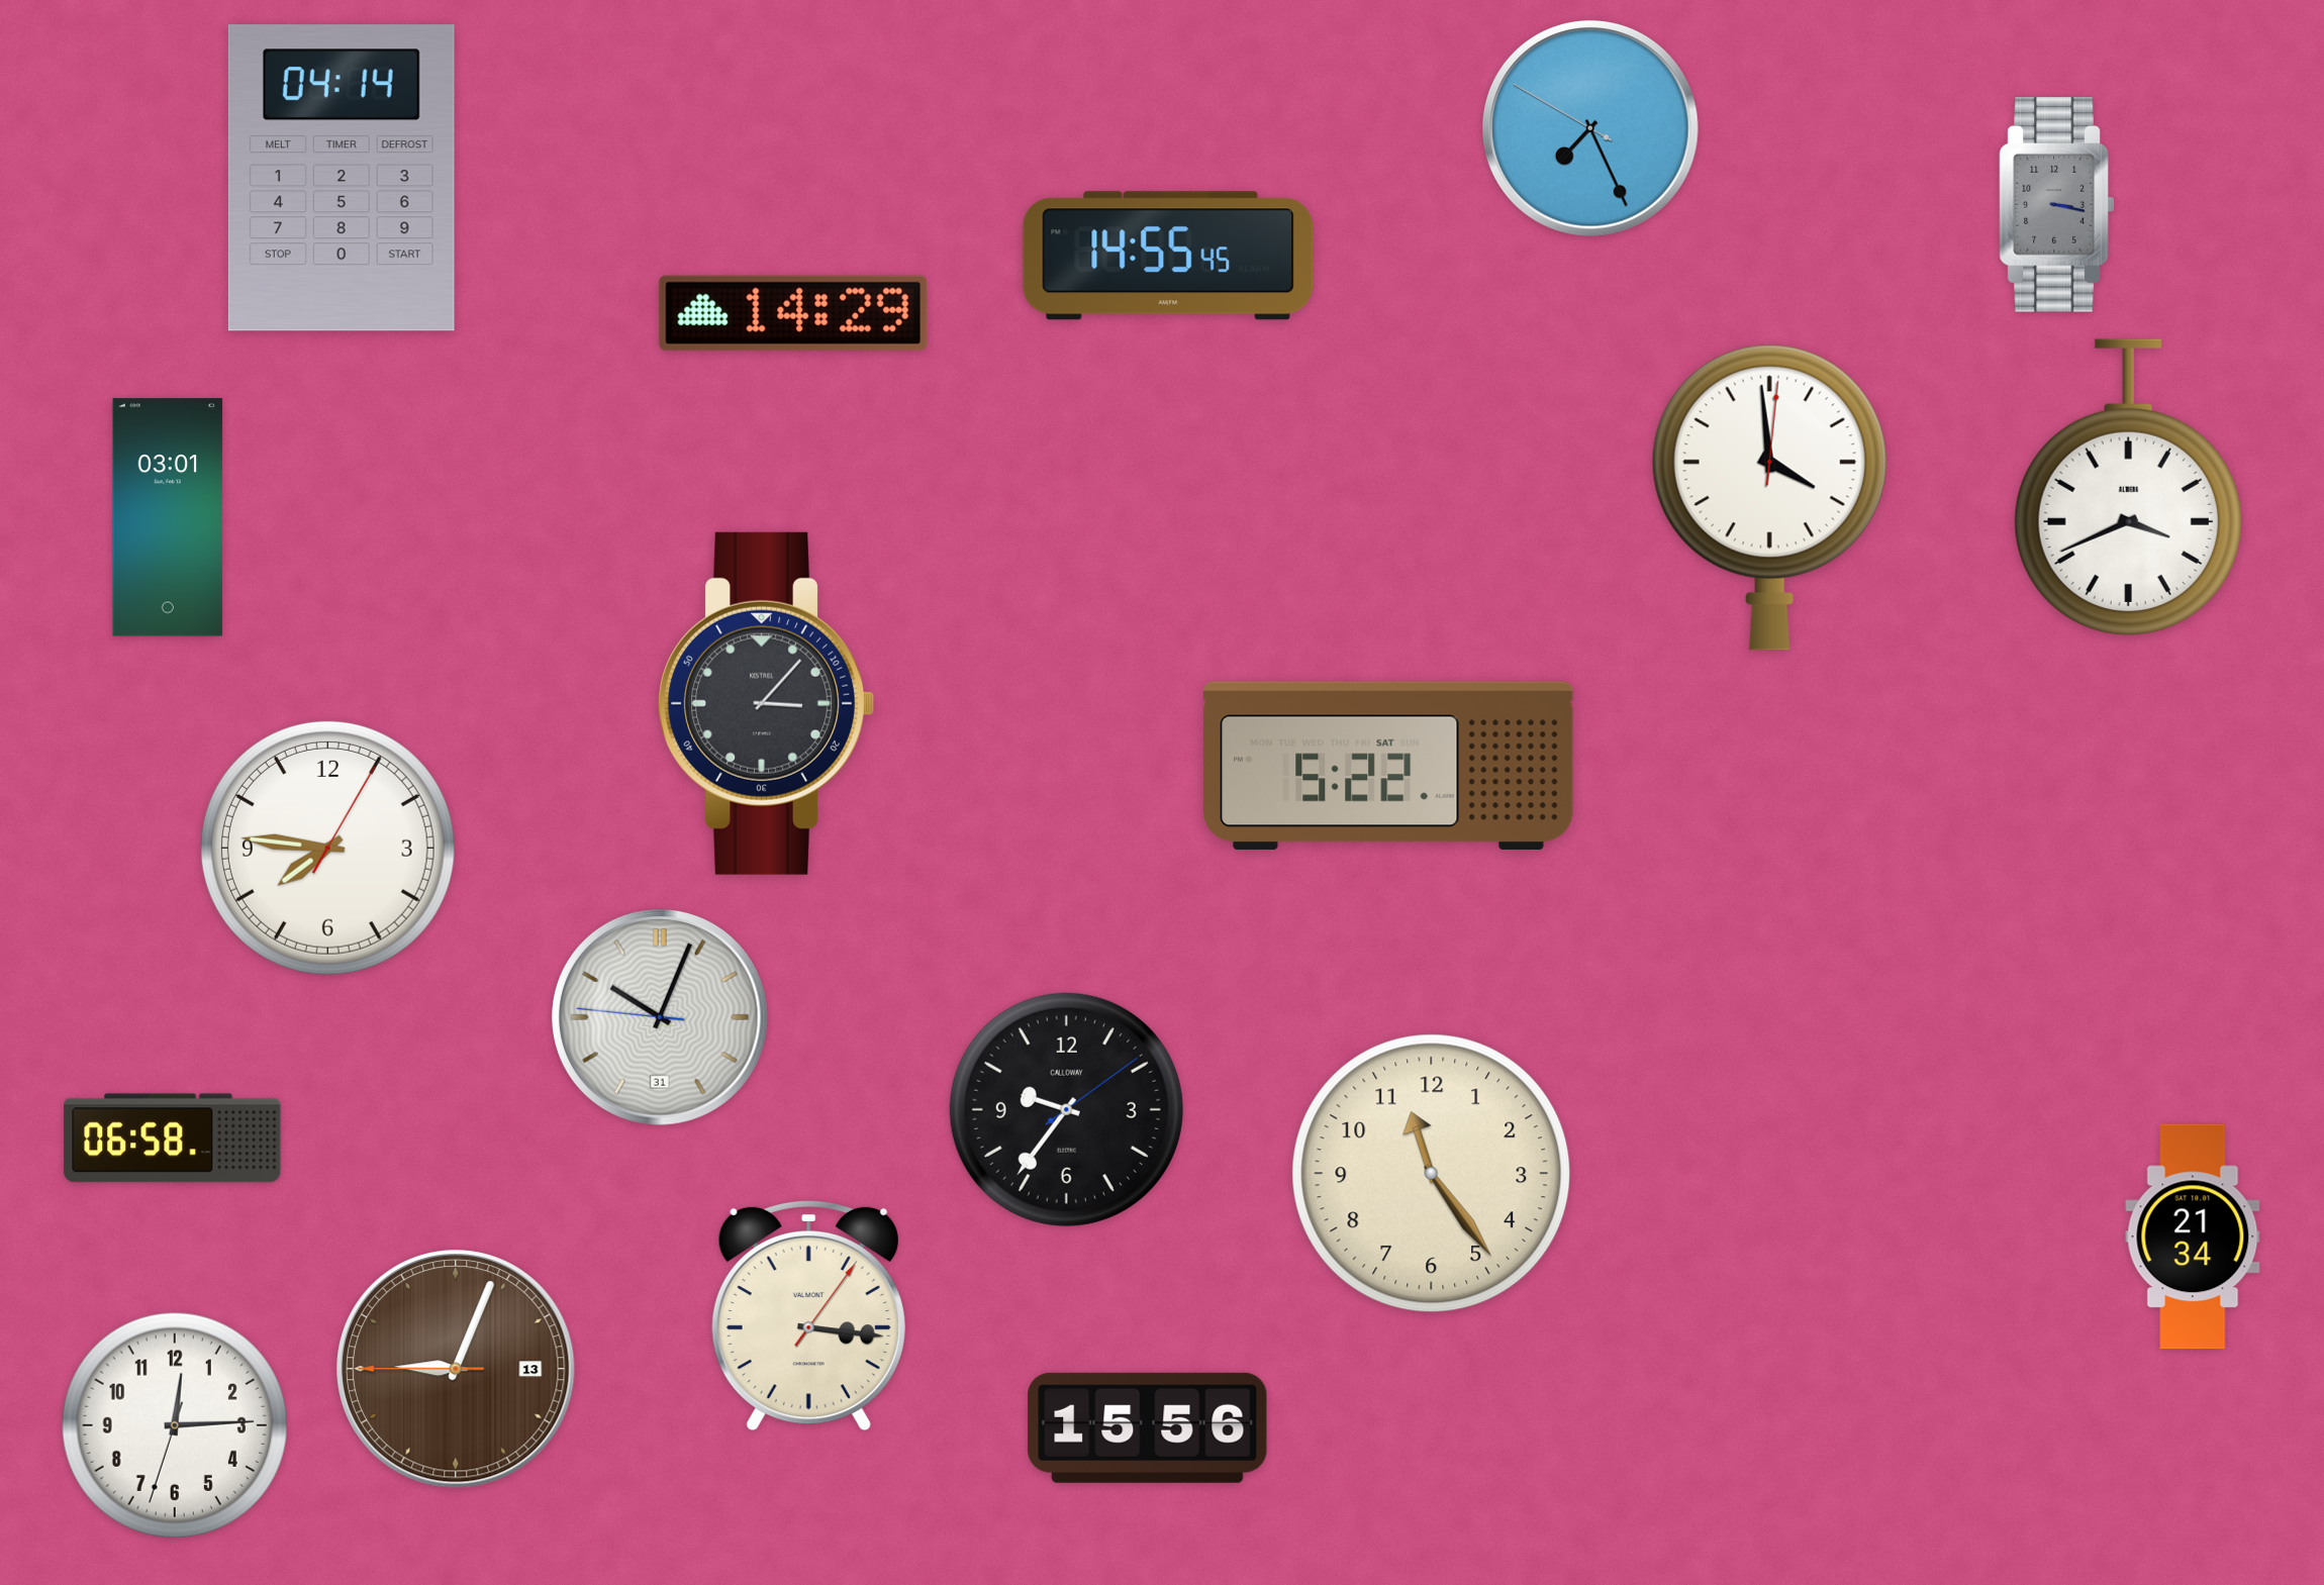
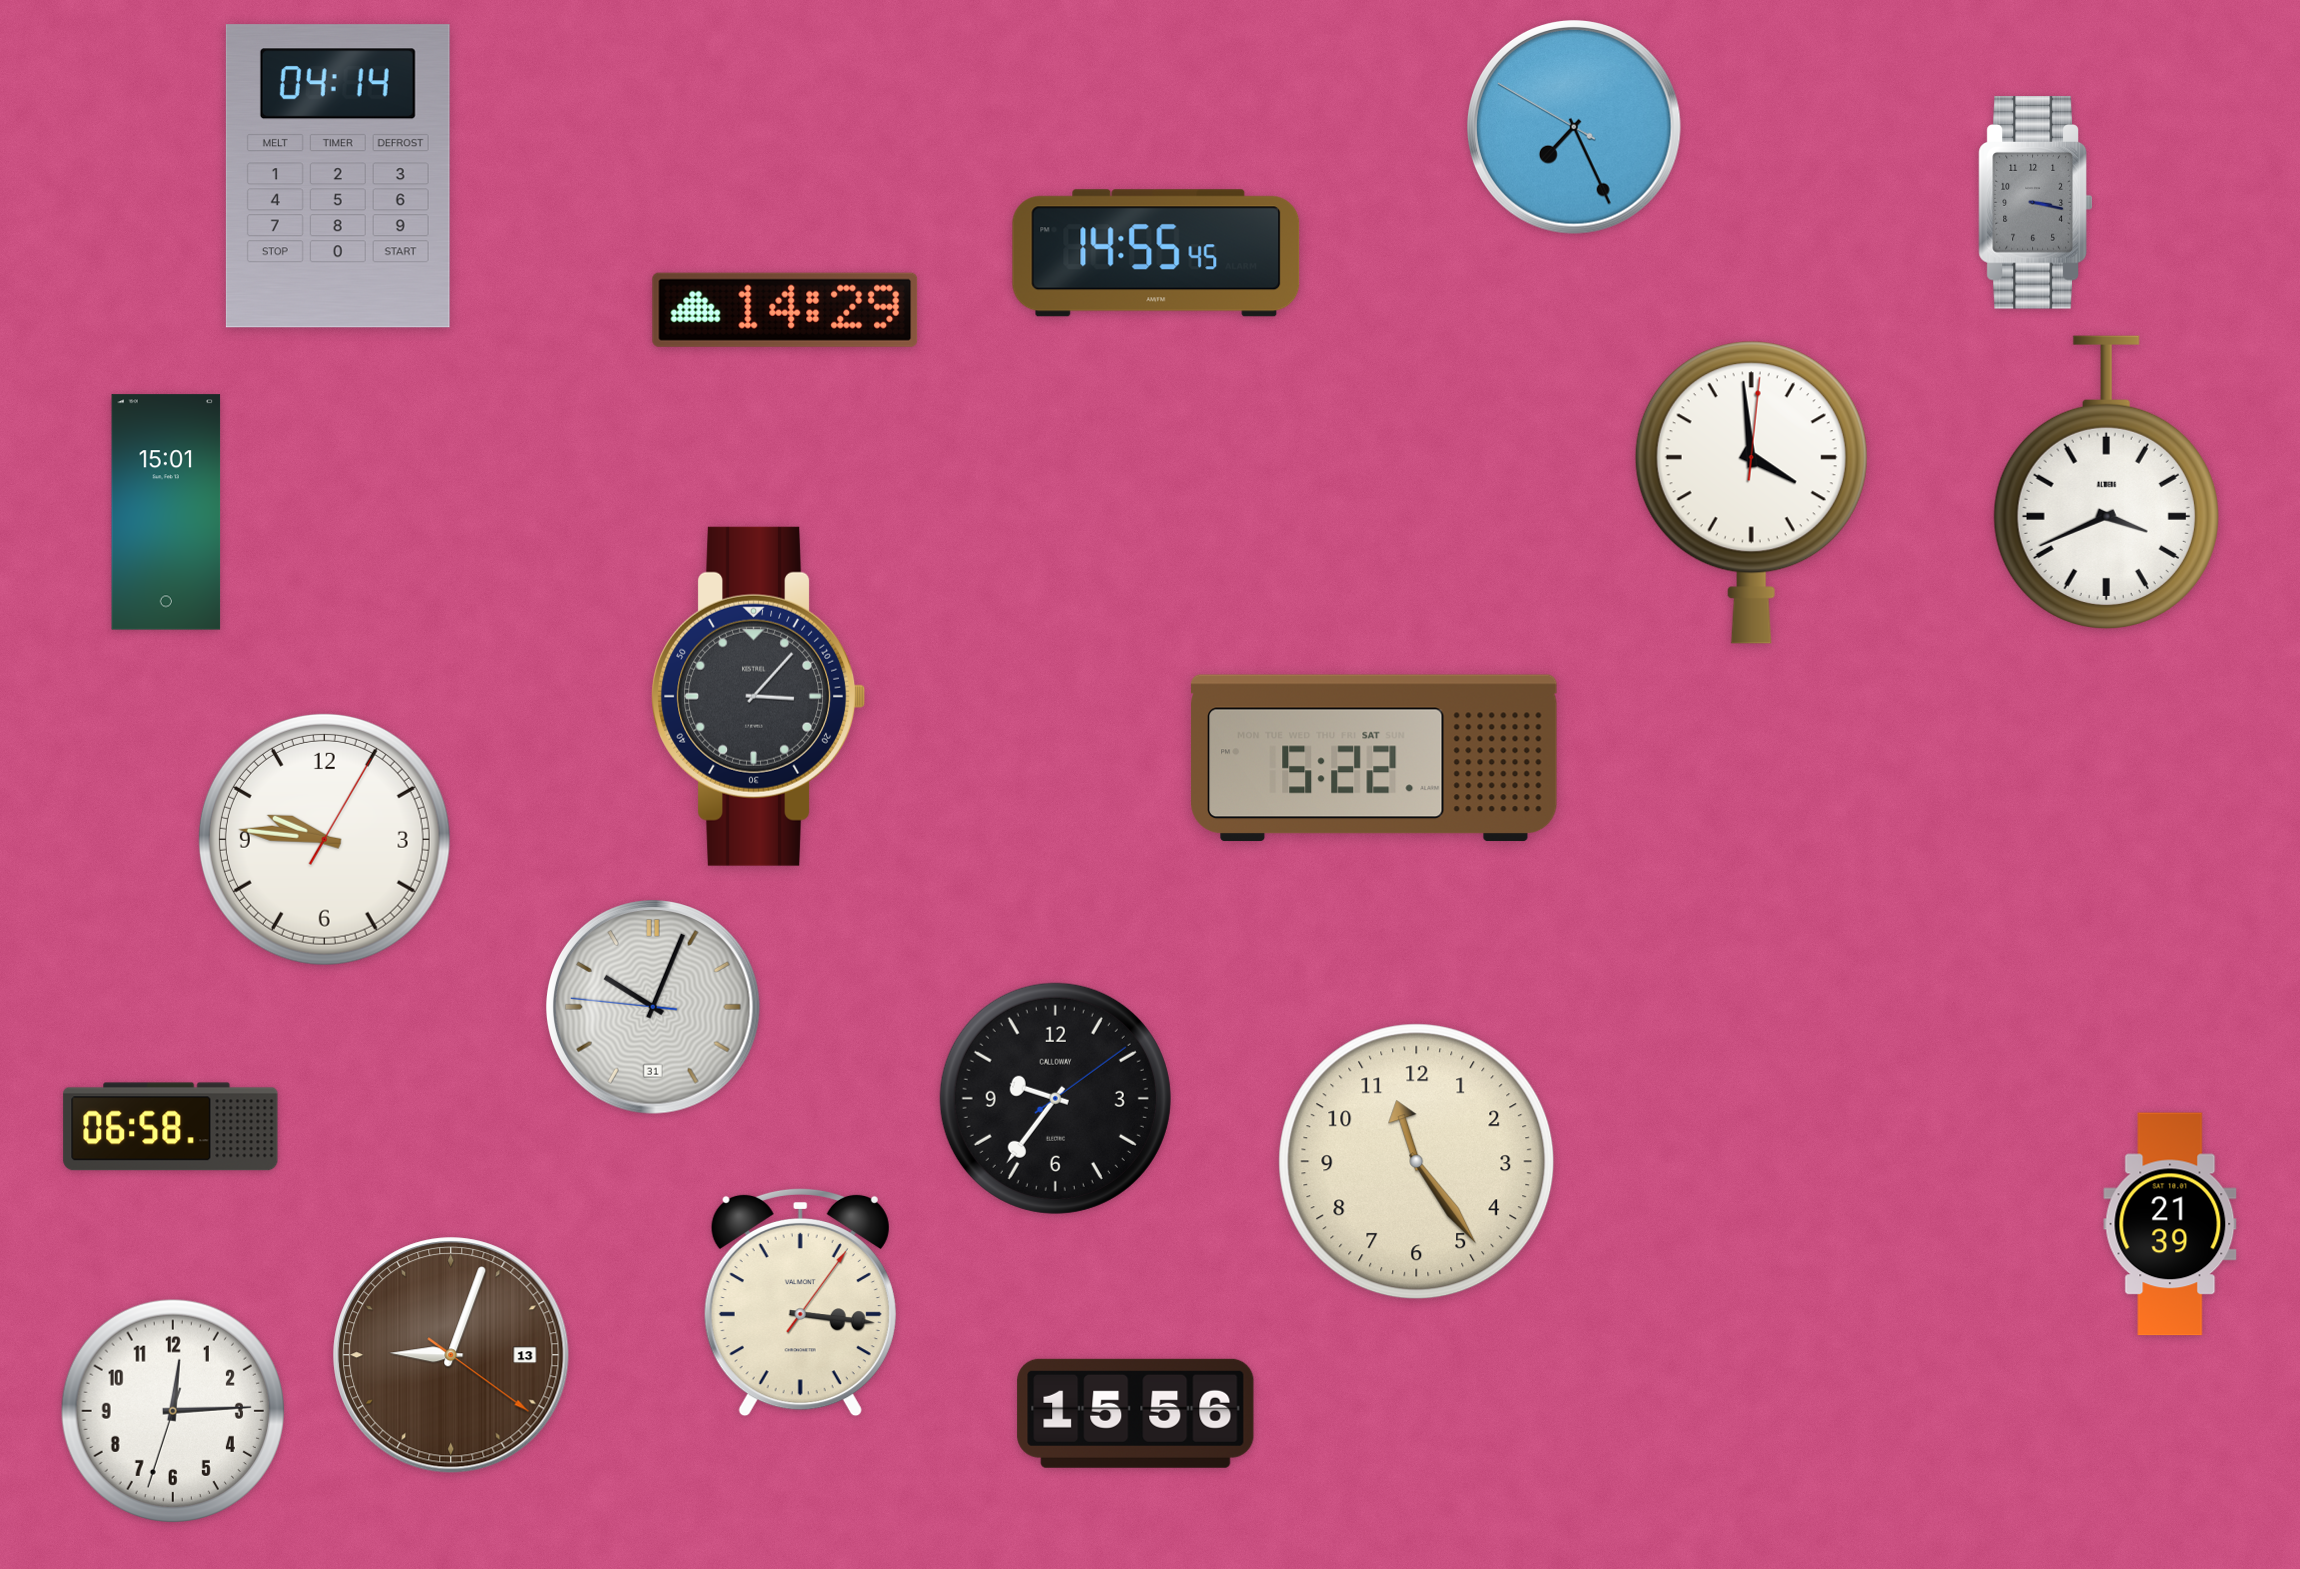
clock at (168, 517): 03:01 -> 15:01
clock at (327, 848): 7:46 -> 9:46
clock at (2193, 1236): 21:34 -> 21:39
clock at (456, 1369): 9:03:45 -> 9:03:21
